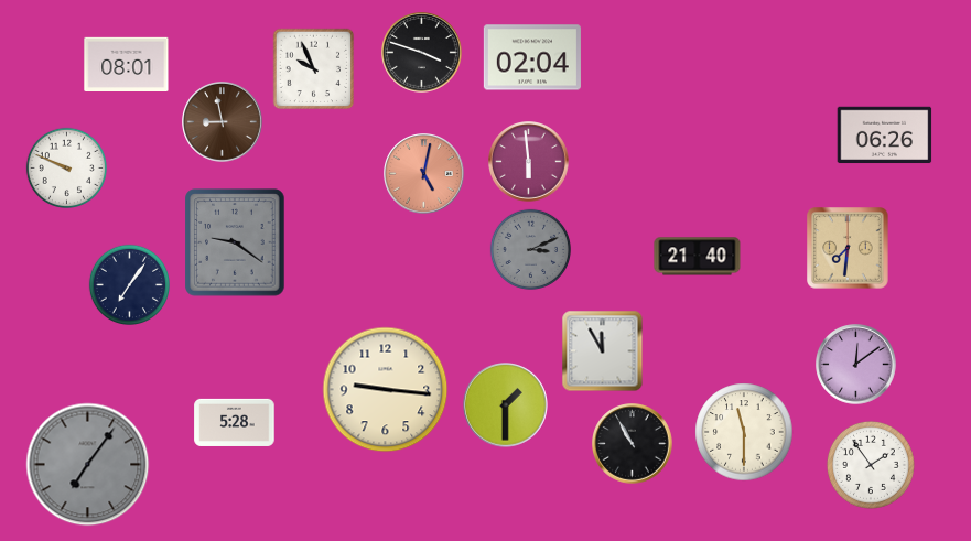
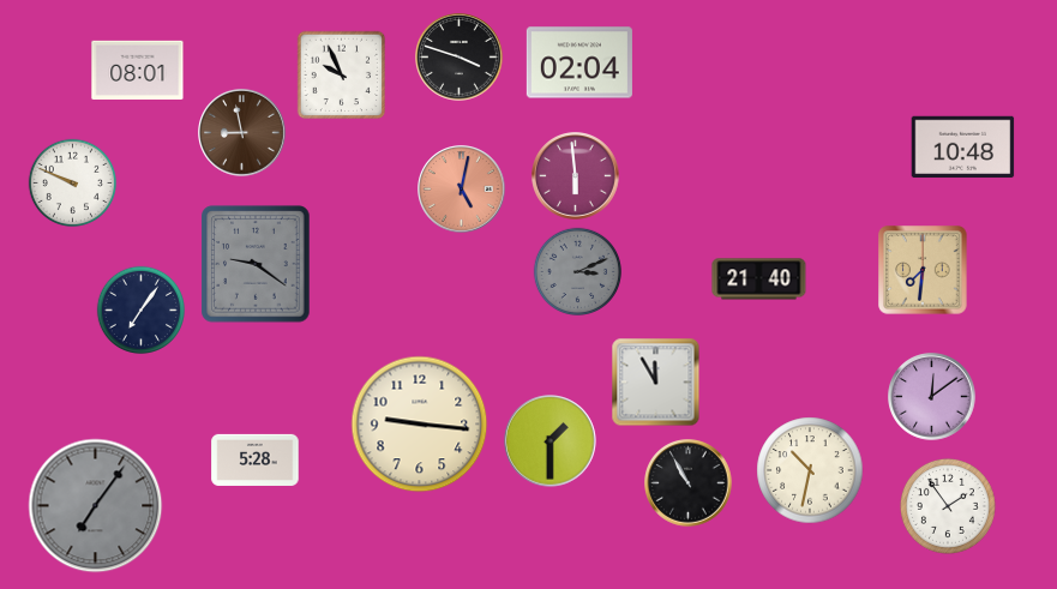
clock at (885, 136): 06:26 -> 10:48
clock at (744, 432): 11:30 -> 10:32
